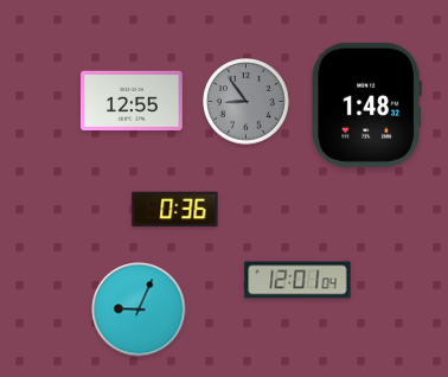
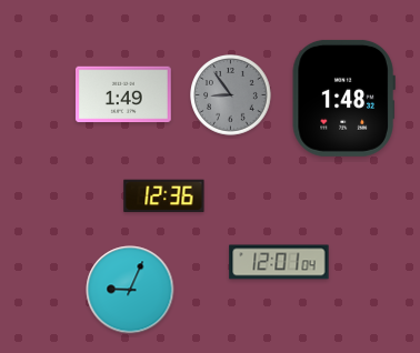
clock at (132, 101): 12:55 -> 1:49
clock at (175, 210): 0:36 -> 12:36
